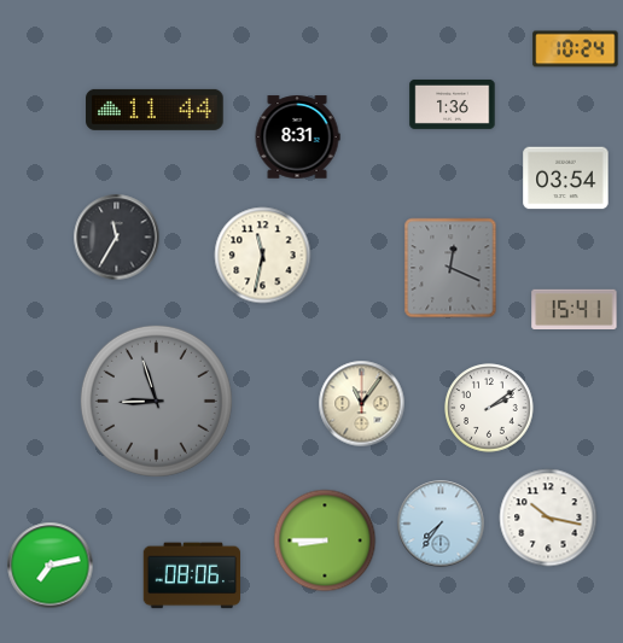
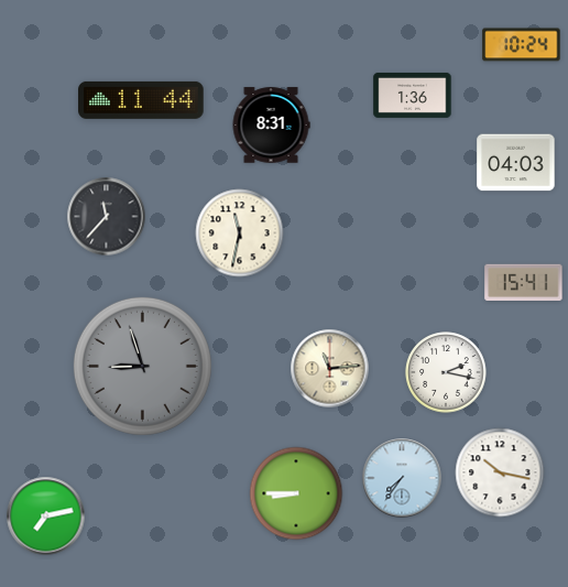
clock at (576, 49) position: (576, 49) -> (522, 45)
clock at (566, 179): 03:54 -> 04:03
clock at (117, 238): 11:35 -> 11:37
clock at (450, 268): 12:19 -> none
clock at (362, 404): 11:06 -> 11:14
clock at (489, 408): 2:09 -> 2:17
clock at (191, 575): 08:06 -> none
